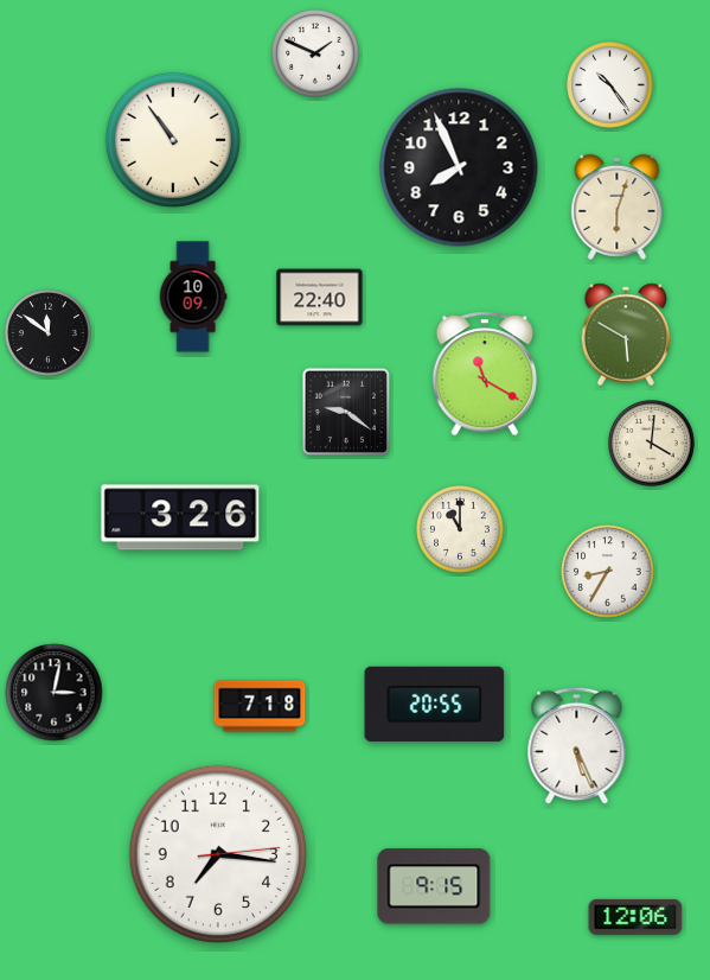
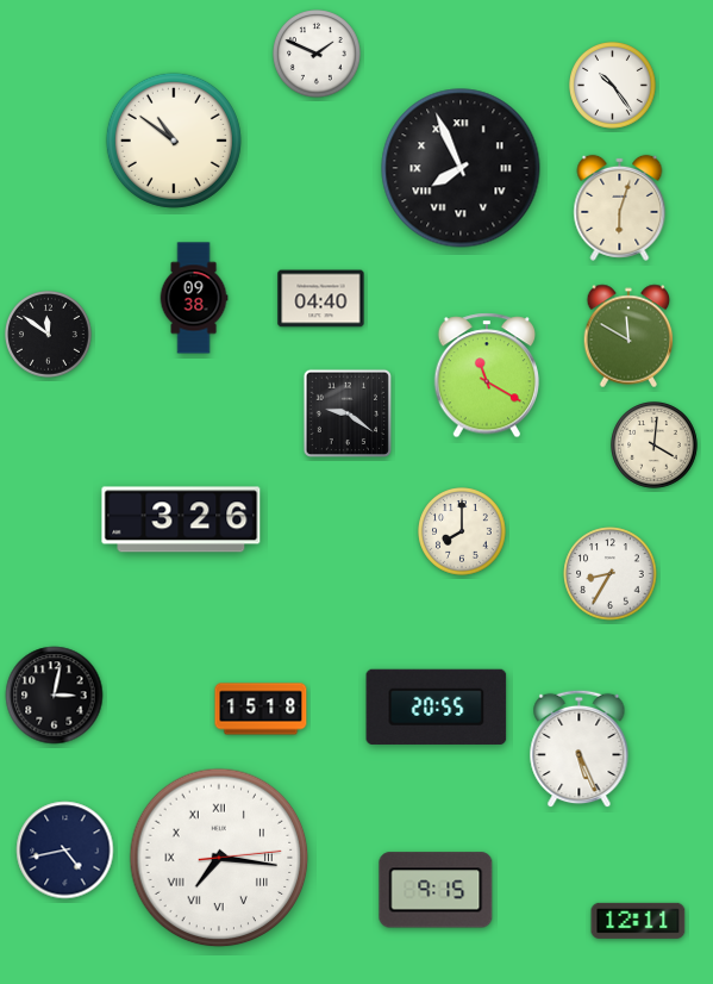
clock at (173, 140): 10:54 -> 10:51
clock at (459, 167) numerals: Arabic -> Roman
clock at (193, 297): 10:09 -> 09:38
clock at (320, 298): 22:40 -> 04:40
clock at (626, 335): 5:50 -> 11:50
clock at (460, 529): 11:00 -> 8:00
clock at (260, 706): 7:18 -> 15:18
clock at (65, 851): none -> 4:43
clock at (218, 854) numerals: Arabic -> Roman
clock at (635, 917): 12:06 -> 12:11
